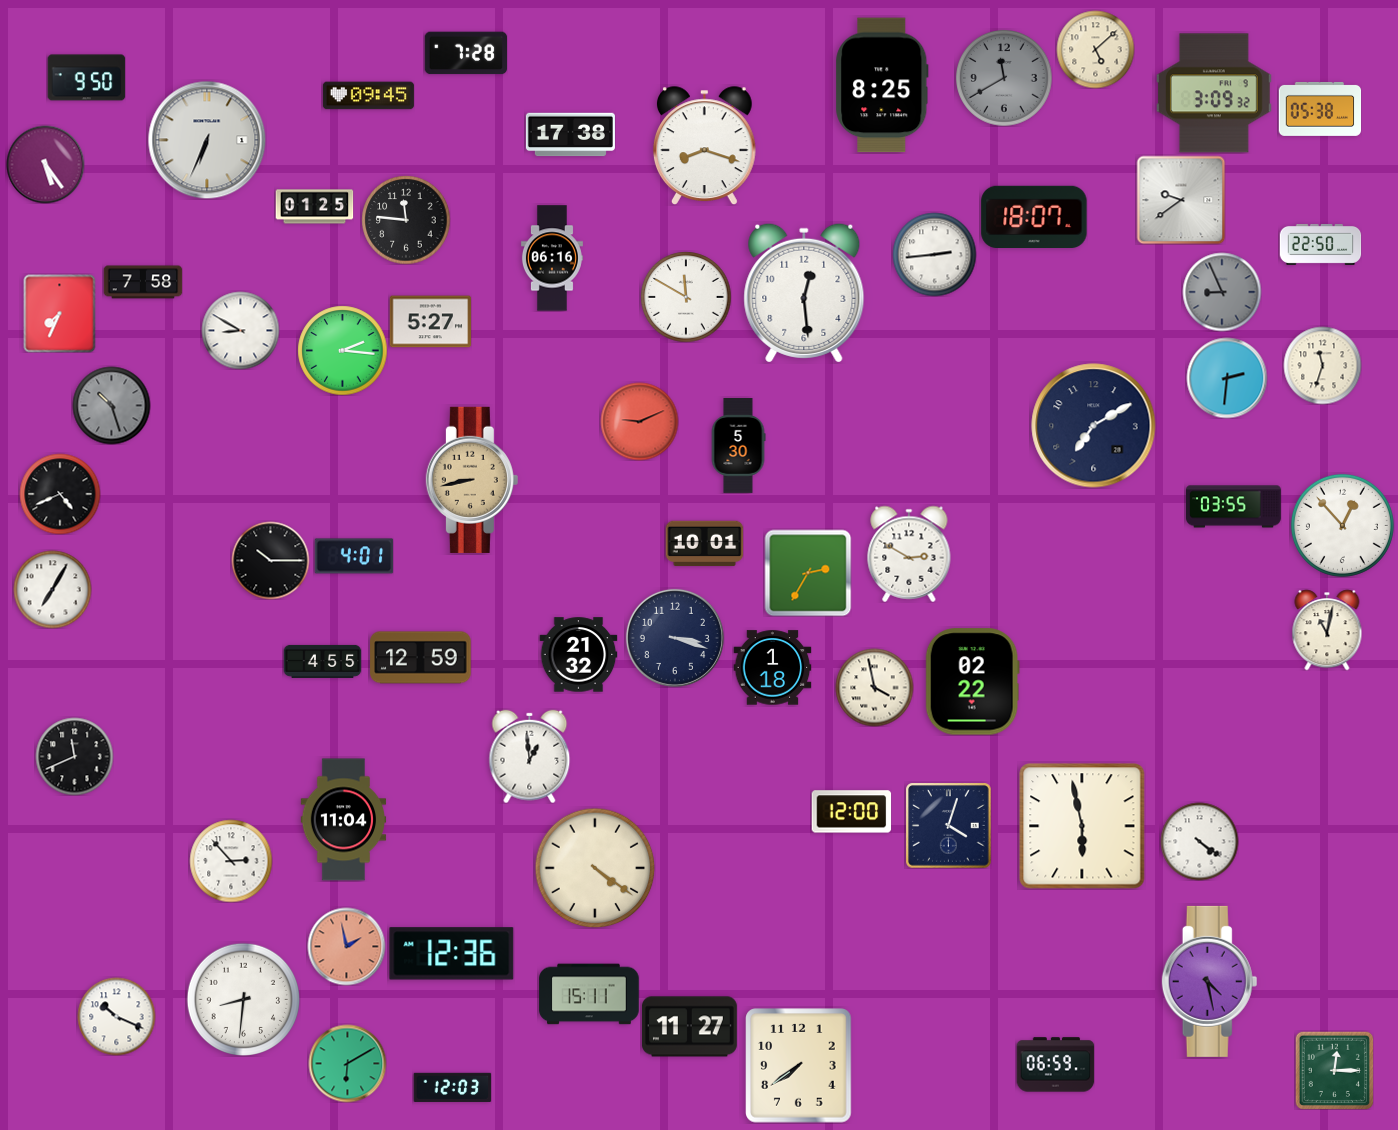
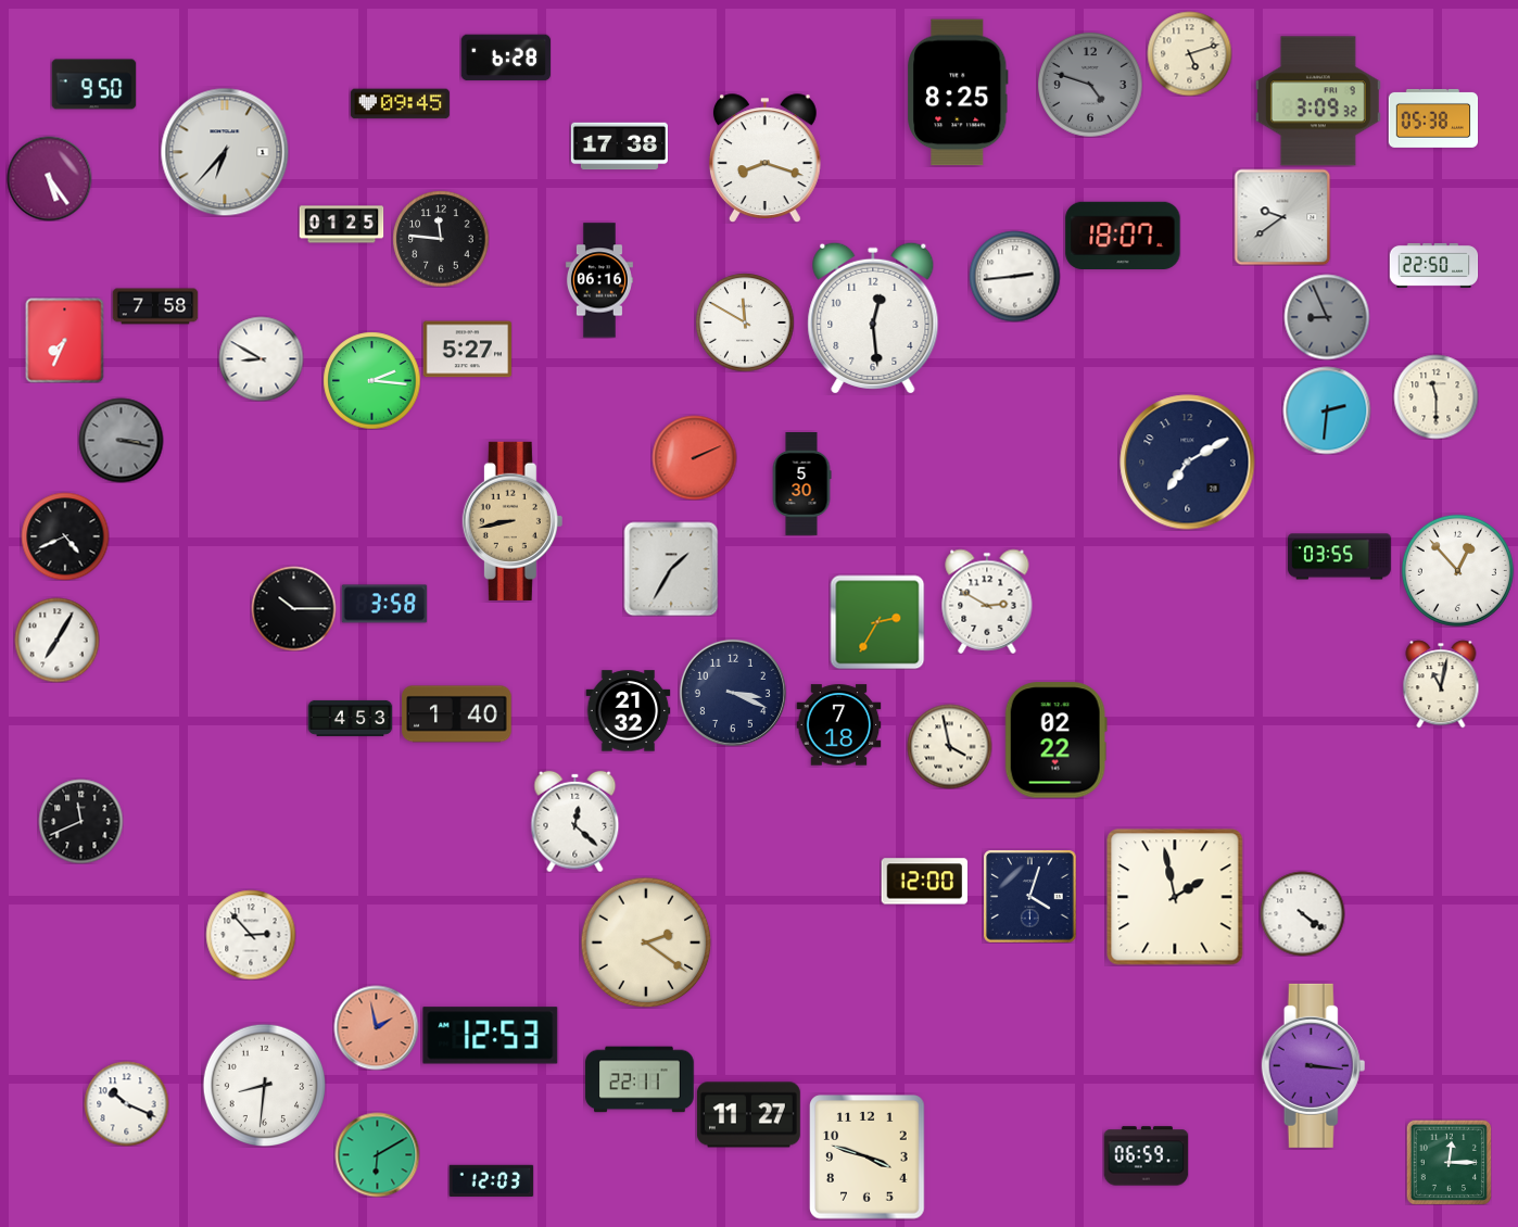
clock at (1095, 49): 5:08 -> 5:12
clock at (465, 53): 7:28 -> 6:28
clock at (1004, 78): 11:40 -> 4:48
clock at (207, 140): 6:34 -> 6:37
clock at (1322, 365): 11:33 -> 11:30
clock at (1227, 378) position: (1227, 378) -> (1327, 410)
clock at (111, 405): 10:27 -> 3:17
clock at (639, 421): 9:11 -> 2:11
clock at (1234, 507) position: (1234, 507) -> (1340, 557)
clock at (671, 569): none -> 1:35
clock at (704, 544): 10:01 -> none
clock at (354, 556): 4:01 -> 3:58
clock at (675, 638): 3:18 -> 3:19
clock at (421, 658): 12:59 -> 1:40
clock at (322, 661): 4:55 -> 4:53
clock at (772, 668): 1:18 -> 7:18
clock at (530, 756): 12:59 -> 12:22
clock at (344, 820): 11:04 -> none
clock at (1082, 826): 5:58 -> 1:58
clock at (595, 868): 4:21 -> 2:21
clock at (452, 954): 12:36 -> 12:53
clock at (1210, 981): 4:28 -> 3:16
clock at (589, 994): 15:11 -> 22:11
clock at (799, 1066): 7:39 -> 3:48
